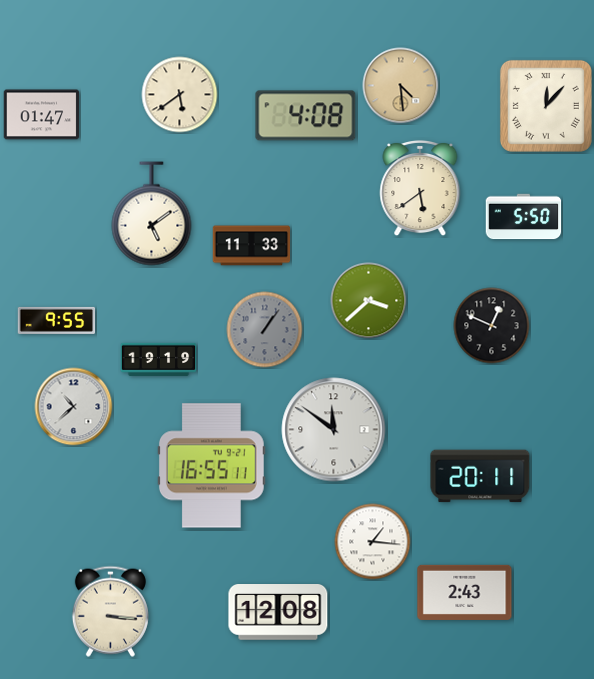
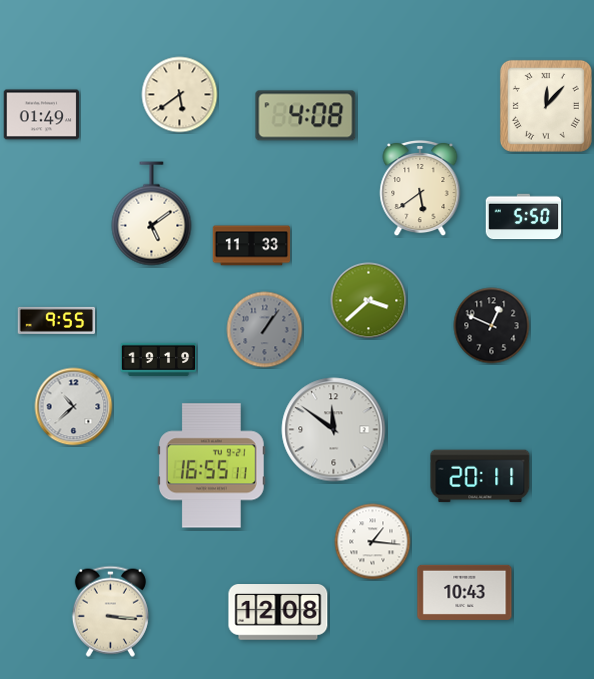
clock at (401, 86): 4:29 -> none
clock at (42, 115): 01:47 -> 01:49
clock at (465, 592): 2:43 -> 10:43
